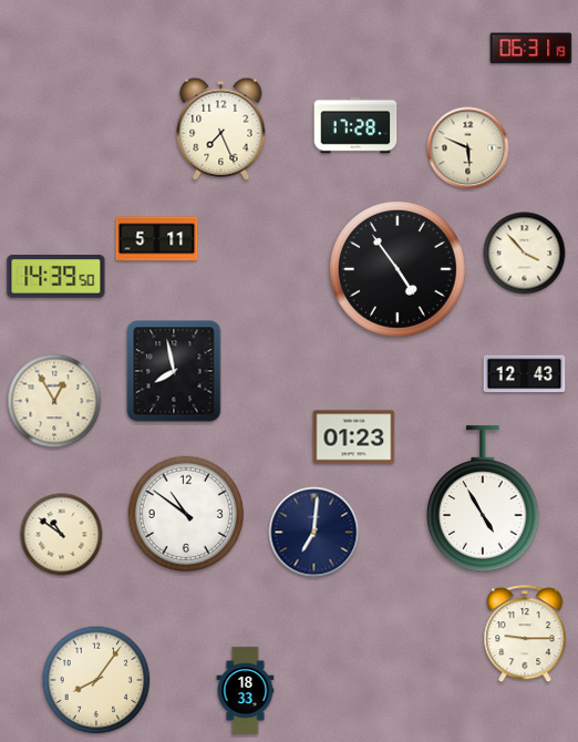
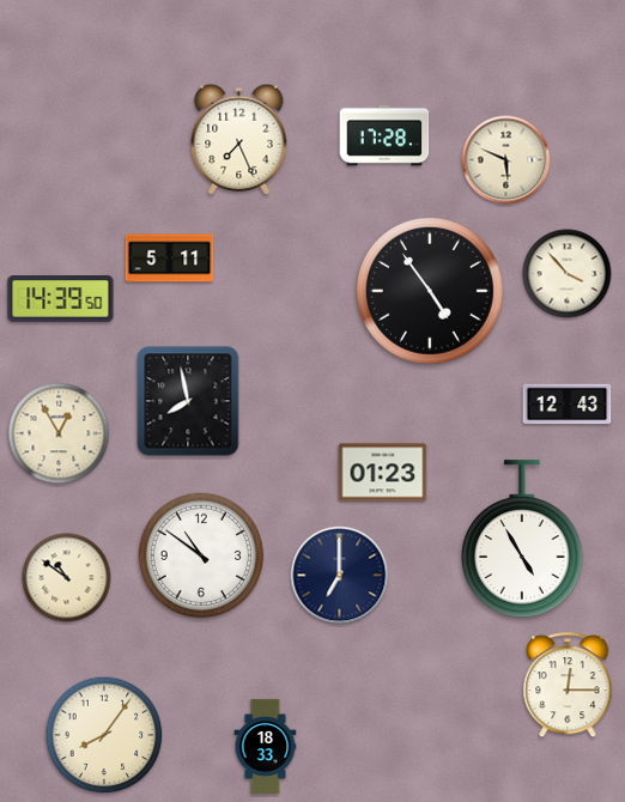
clock at (531, 49): 06:31 -> none
clock at (314, 533): 7:01 -> 7:00
clock at (525, 635): 9:15 -> 12:15
